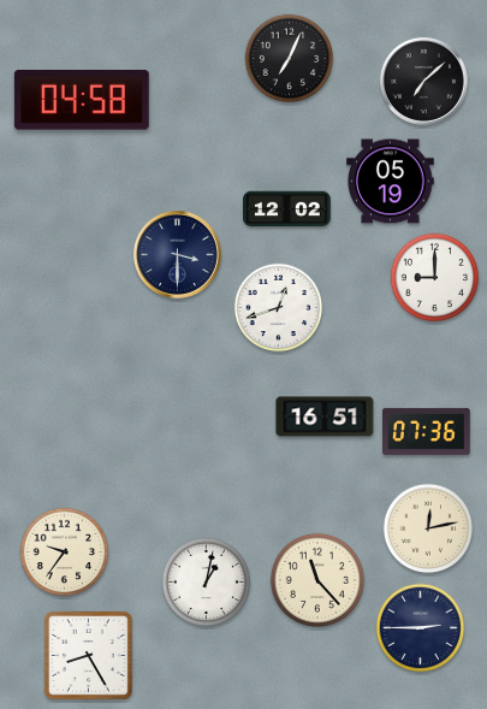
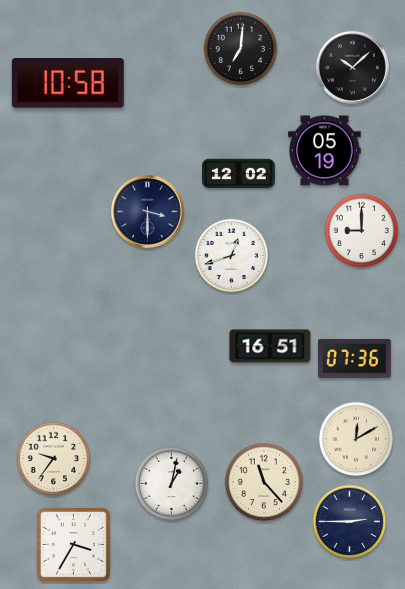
clock at (290, 59): 7:04 -> 7:01
clock at (423, 81): 7:08 -> 10:08
clock at (82, 101): 04:58 -> 10:58
clock at (428, 528): 12:13 -> 12:10
clock at (88, 655): 8:25 -> 3:35
